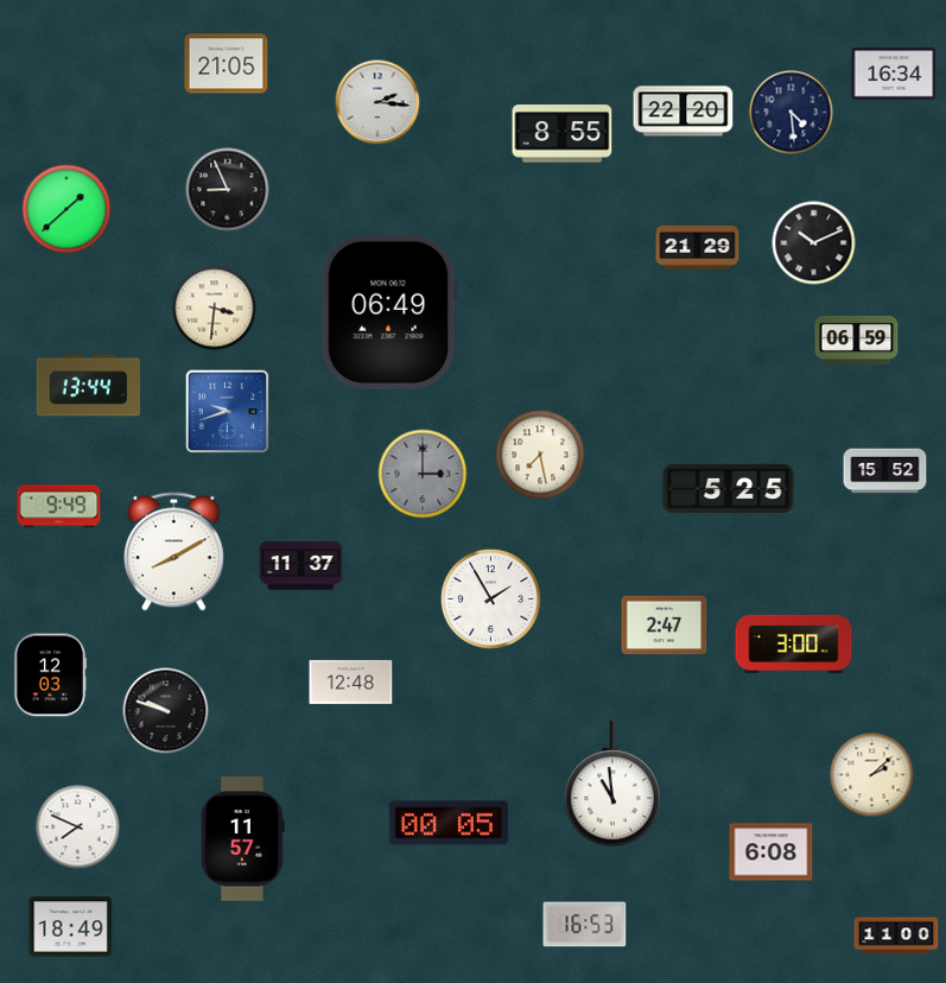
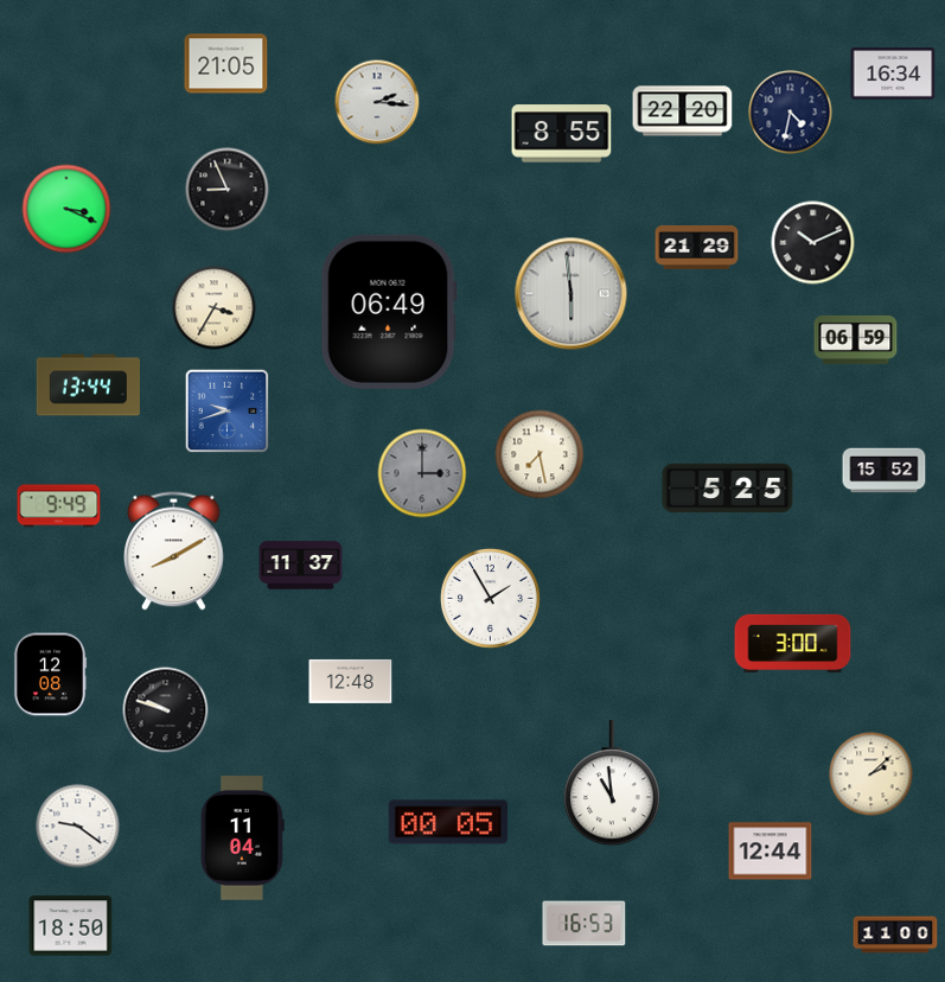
clock at (792, 113): 4:29 -> 4:32
clock at (66, 209): 1:38 -> 3:19
clock at (572, 294): none -> 5:59
clock at (215, 309): 3:31 -> 3:35
clock at (665, 626): 2:47 -> none
clock at (50, 676): 12:03 -> 12:08
clock at (78, 827): 7:49 -> 9:21
clock at (242, 839): 11:57 -> 11:04
clock at (772, 852): 6:08 -> 12:44
clock at (71, 927): 18:49 -> 18:50
